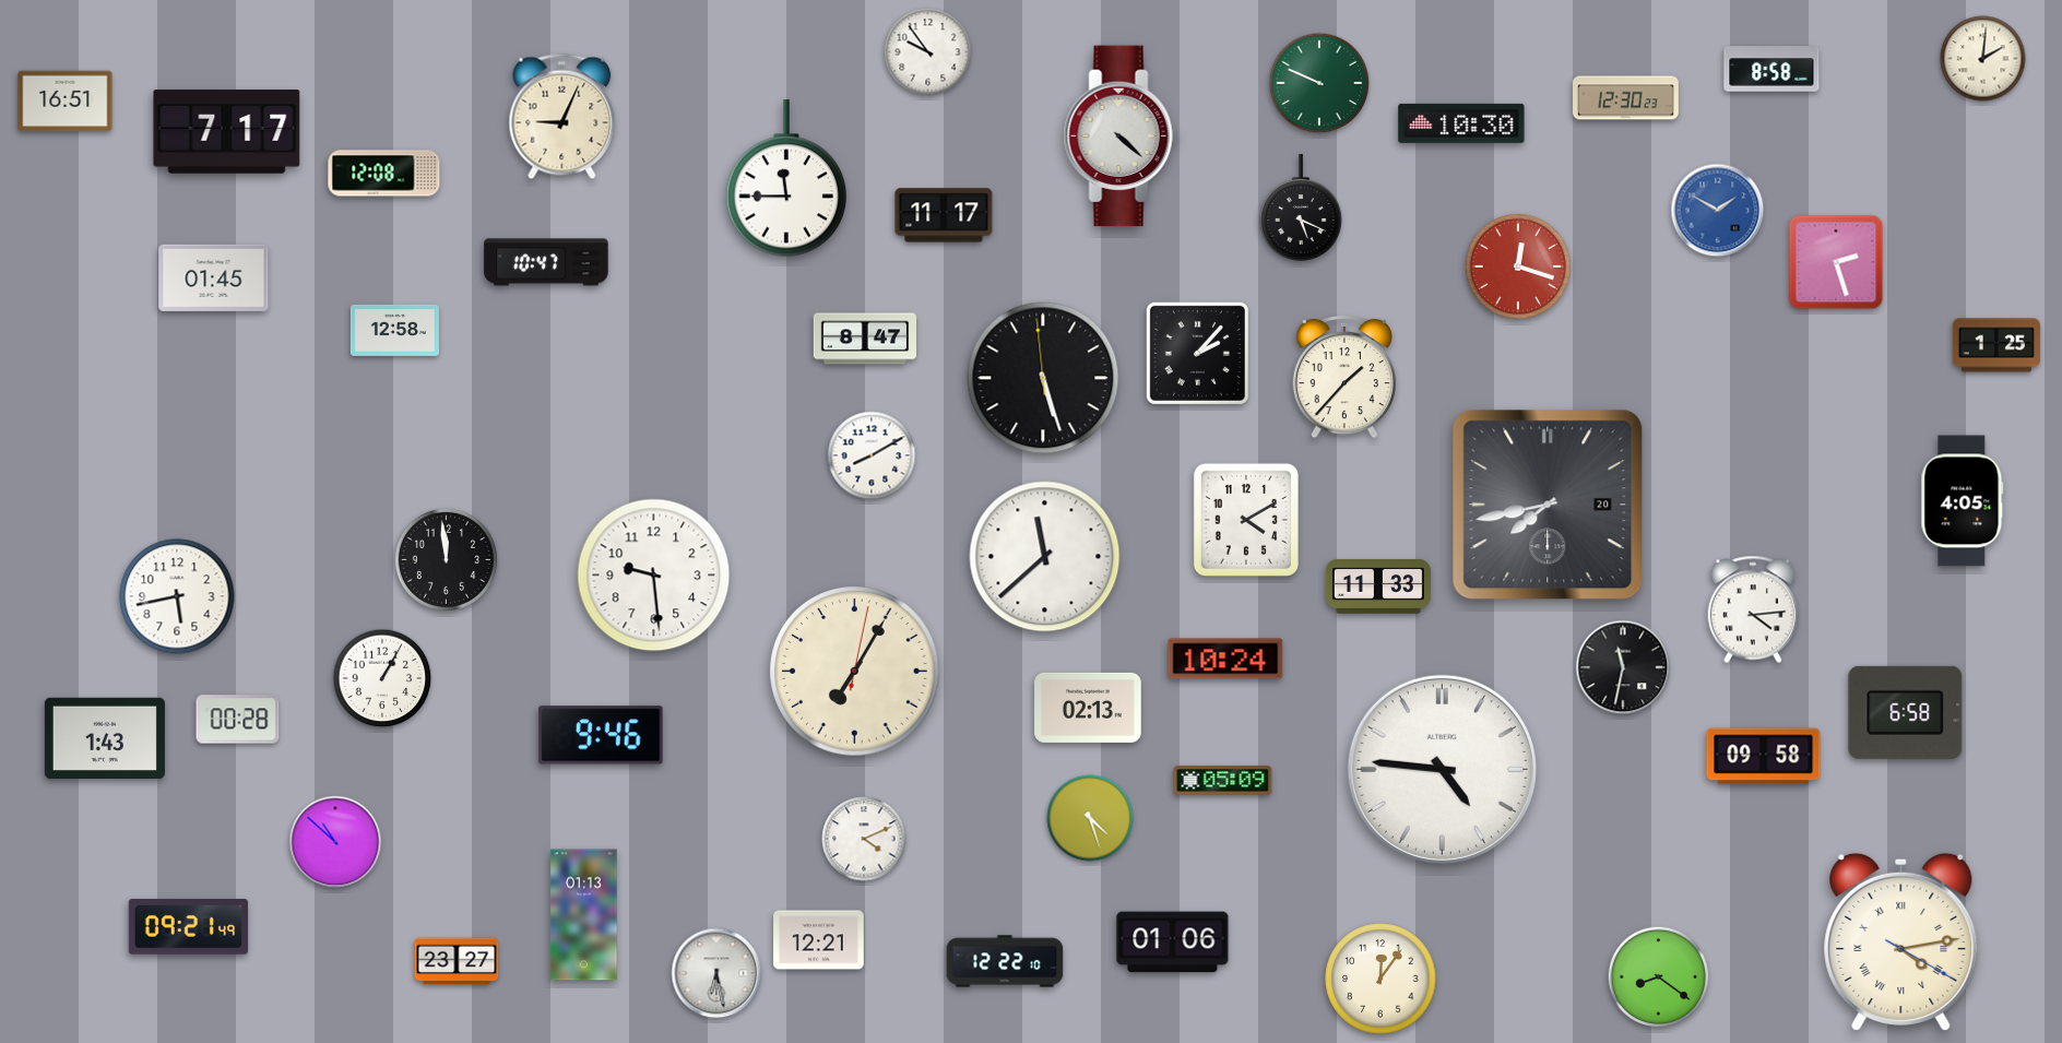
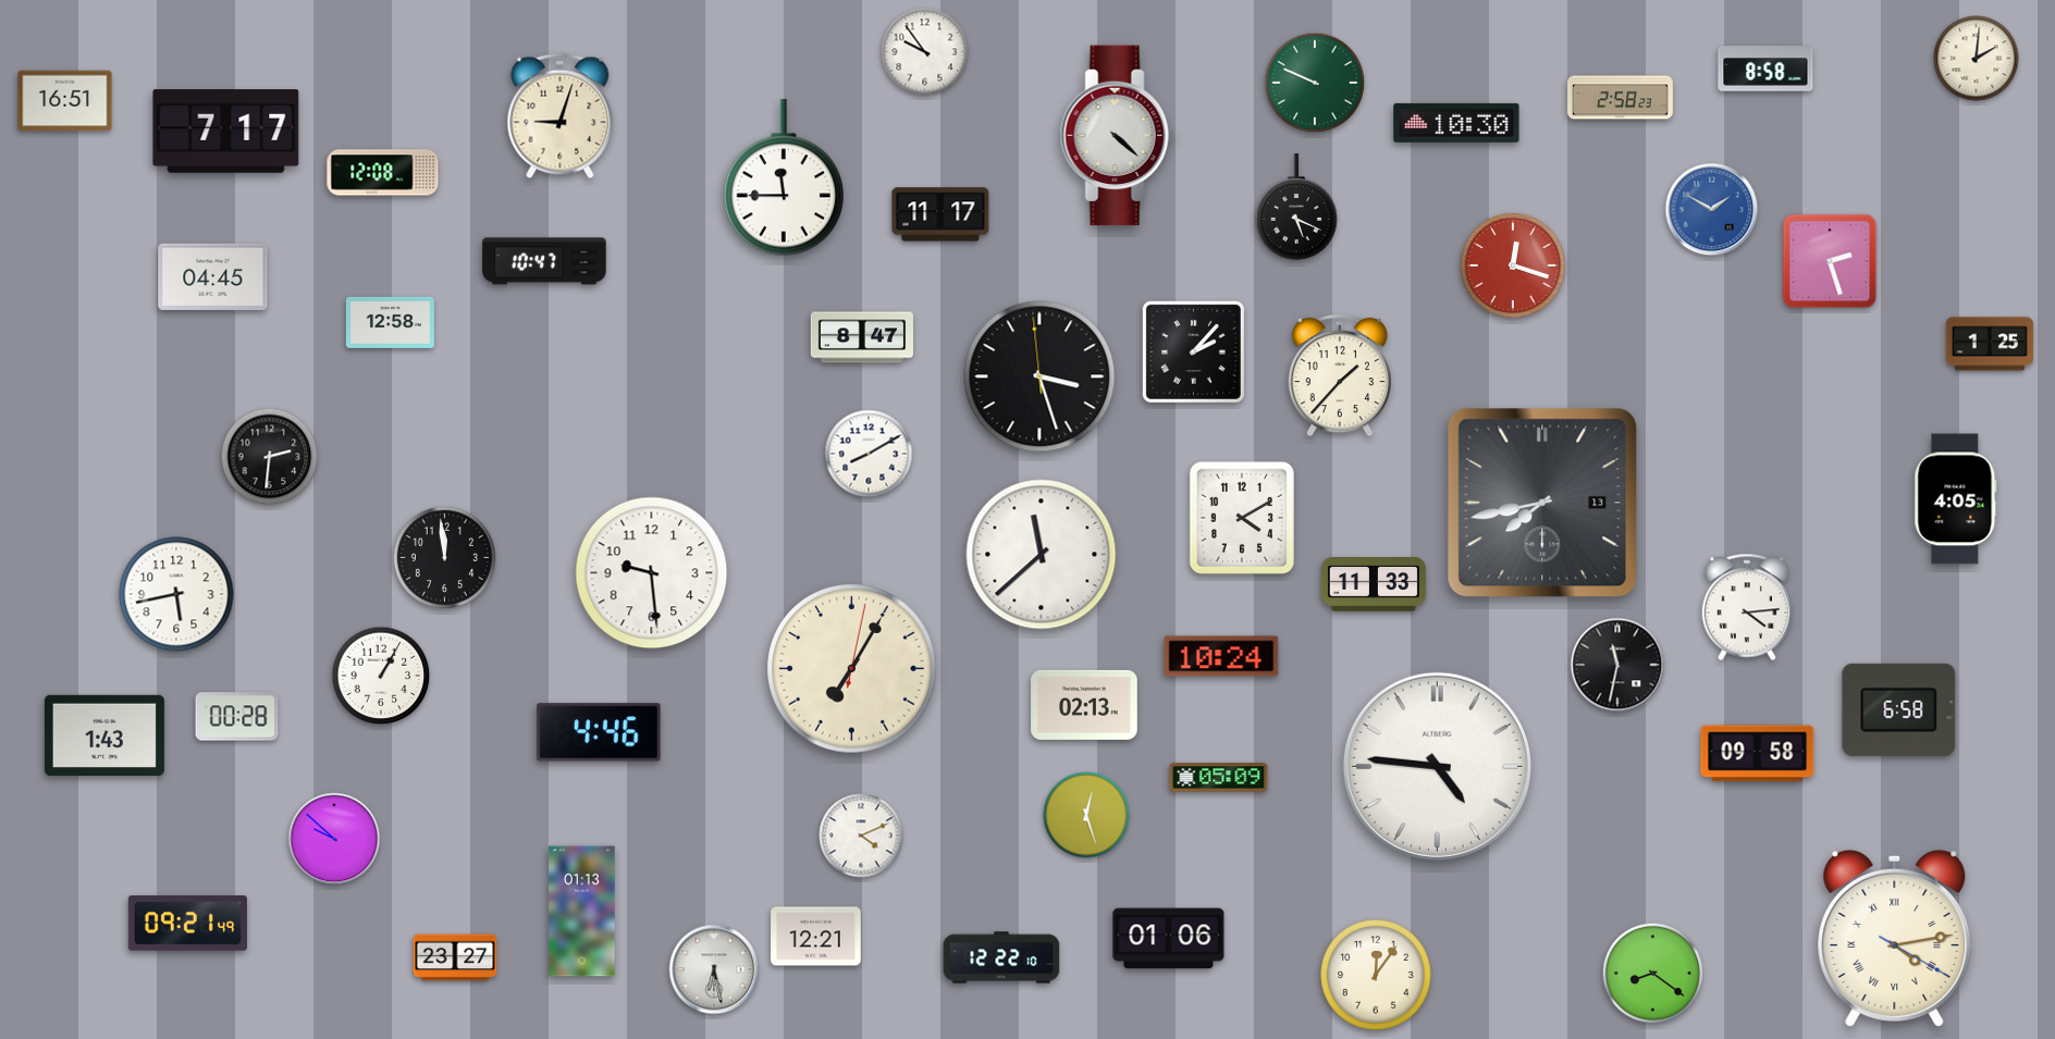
clock at (1626, 98): 12:30 -> 2:58
clock at (562, 117): 9:04 -> 9:03
clock at (214, 277): 01:45 -> 04:45
clock at (394, 330) position: (394, 330) -> (390, 322)
clock at (1043, 378): 5:26 -> 3:26
clock at (270, 457): none -> 2:31
clock at (1548, 505) date: 20 -> 13
clock at (601, 735): 9:46 -> 4:46
clock at (1090, 818): 4:27 -> 12:27
clock at (335, 842): 10:52 -> 9:52
